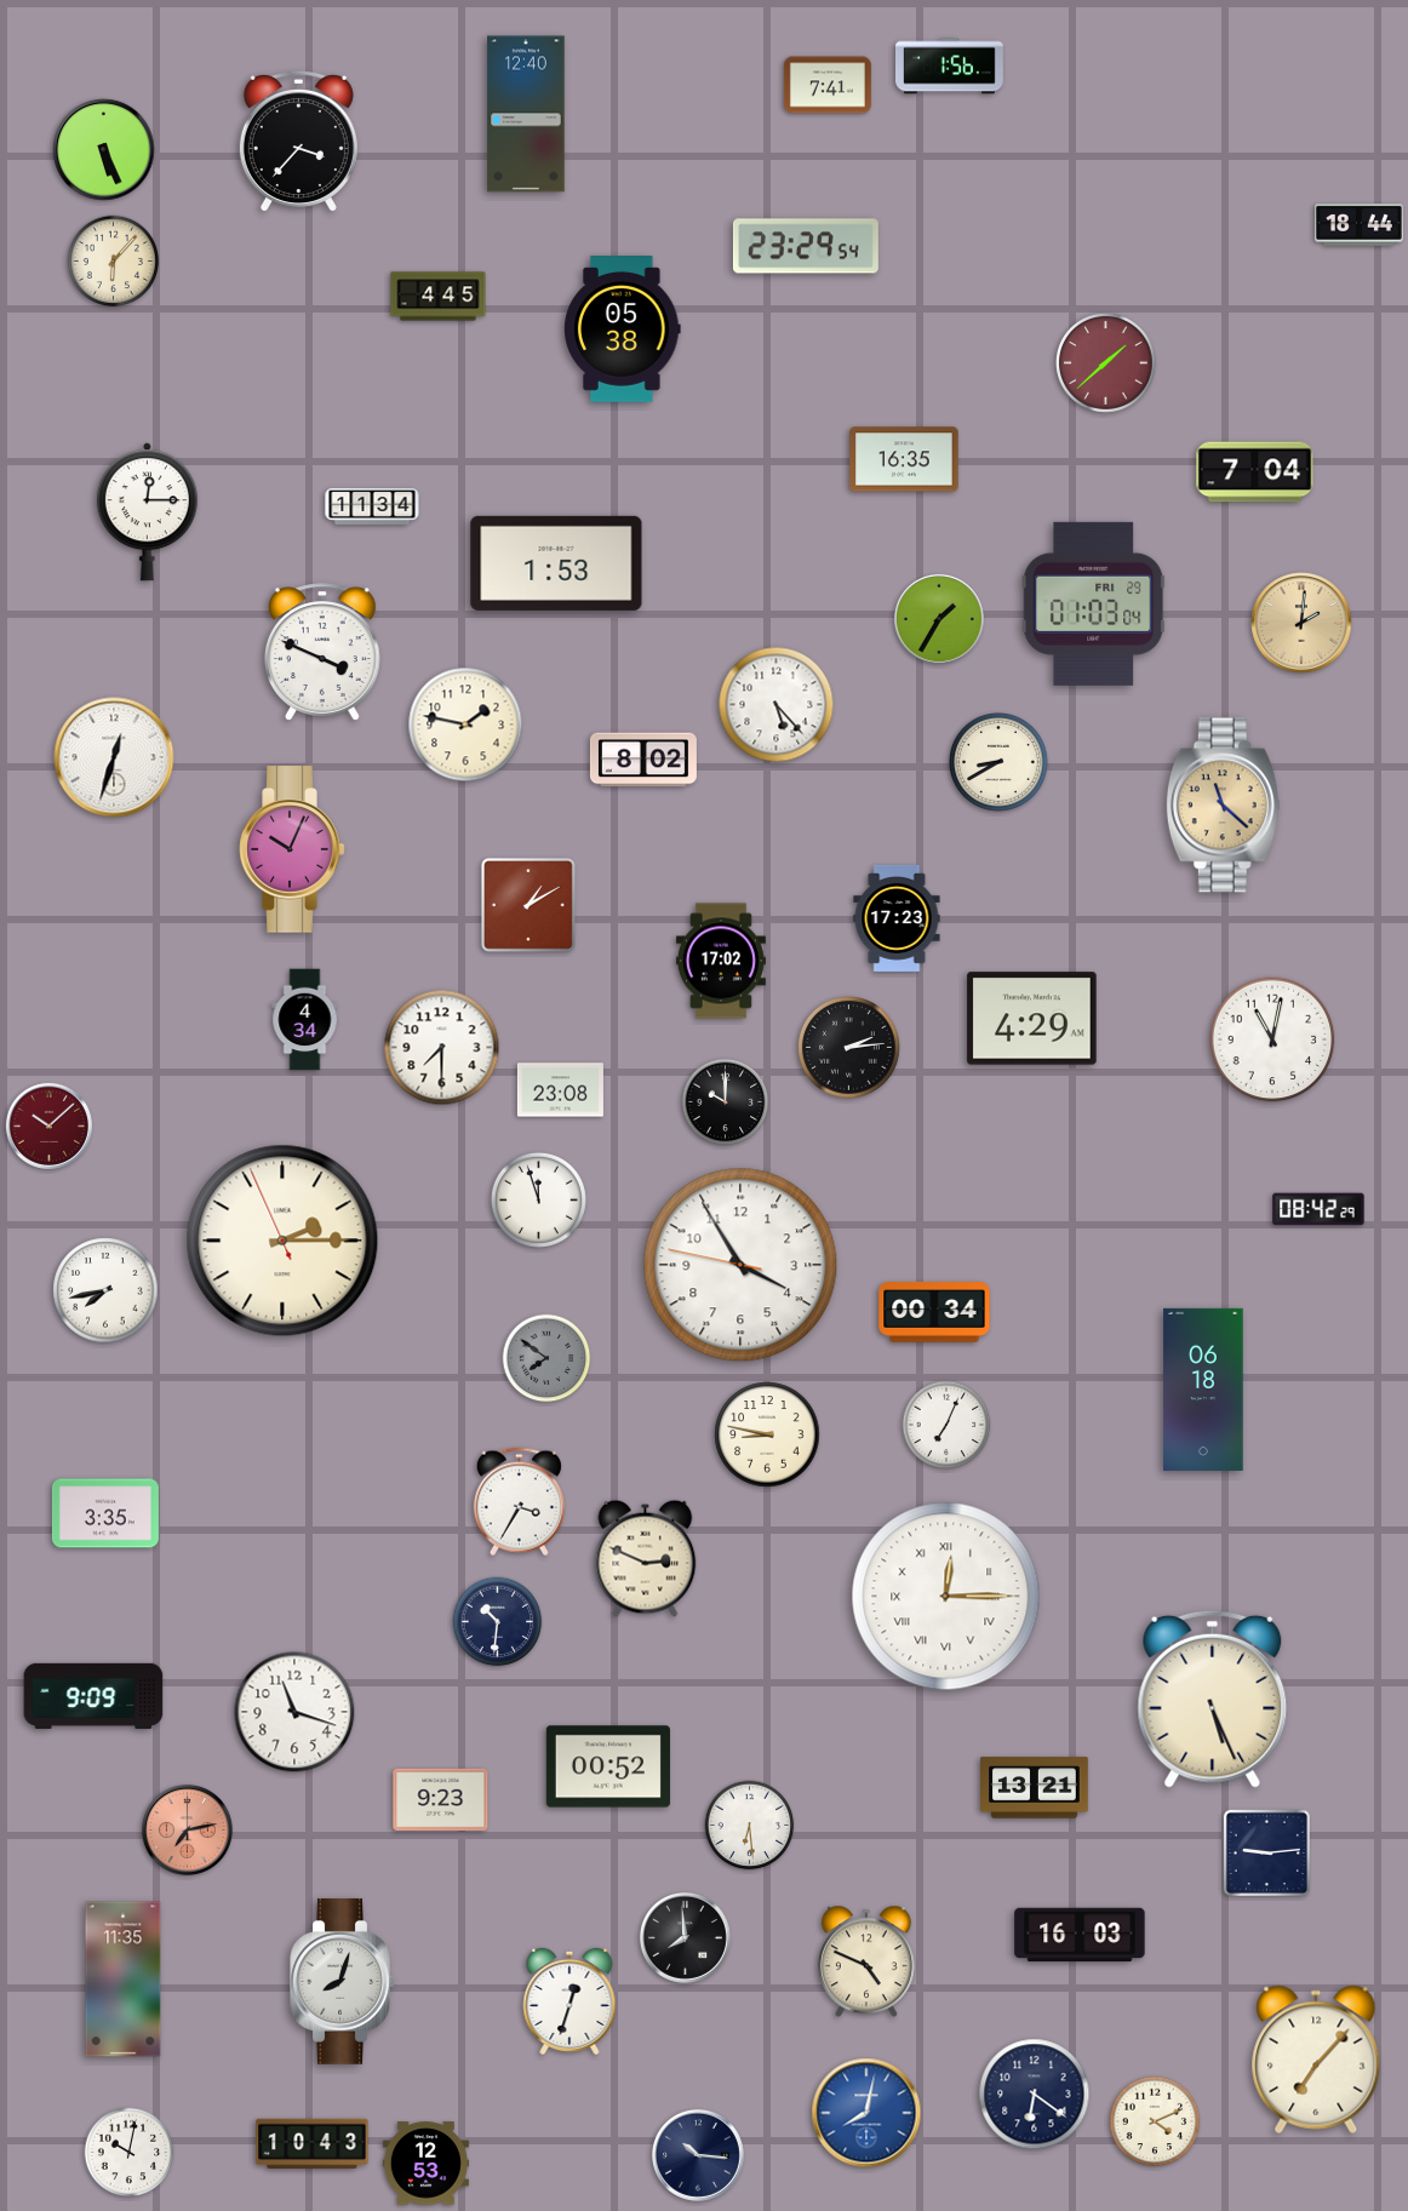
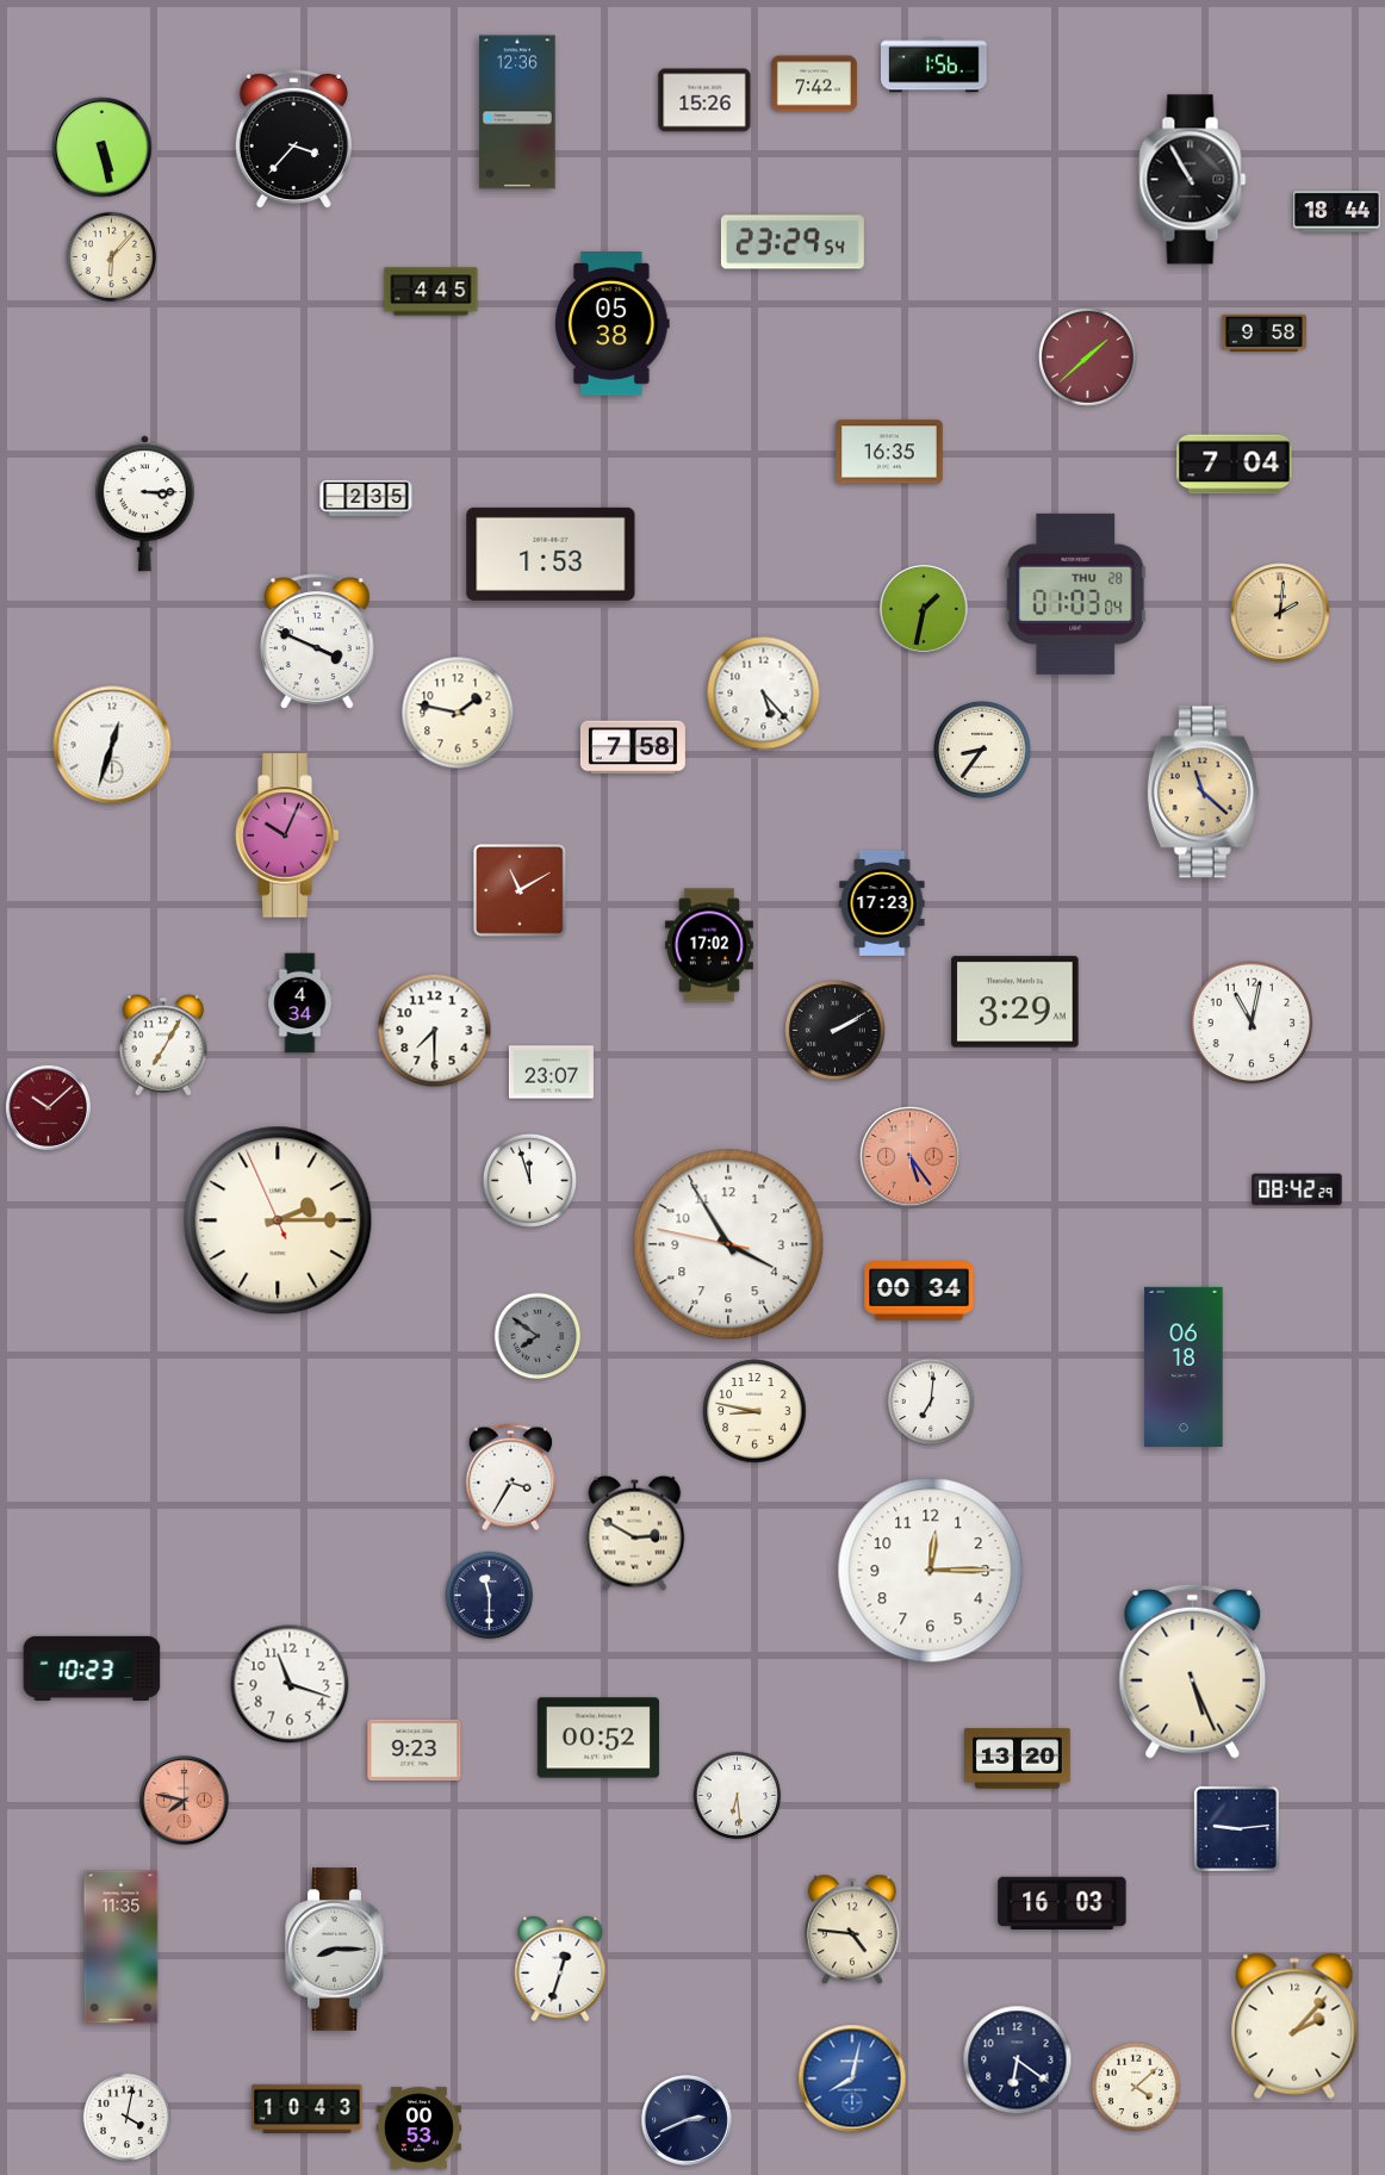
clock at (828, 85): 7:41 -> 7:42
clock at (704, 100): none -> 15:26
clock at (526, 114): 12:40 -> 12:36
clock at (104, 150): 5:26 -> 5:28
clock at (1193, 180): none -> 10:55
clock at (1360, 225) position: (1360, 225) -> (1337, 212)
clock at (1263, 334): none -> 9:58
clock at (372, 506): 11:34 -> 2:35
clock at (147, 512): 12:15 -> 3:15
clock at (556, 563) position: (556, 563) -> (551, 554)
clock at (1094, 603) date: FRI 29 -> THU 28
clock at (939, 619): 1:35 -> 1:32
clock at (643, 760): 8:02 -> 7:58
clock at (1000, 763): 8:40 -> 8:36
clock at (528, 905): 1:10 -> 11:10
clock at (1032, 1019): 4:29 -> 3:29
clock at (849, 1048): 2:14 -> 2:10
clock at (163, 1045): none -> 7:05
clock at (560, 1090): 23:08 -> 23:07
clock at (726, 1102): 10:00 -> none
clock at (911, 1157): none -> 5:24
clock at (105, 1290): 7:43 -> none
clock at (946, 1425): 7:04 -> 7:01
clock at (105, 1513): 3:35 -> none
clock at (646, 1558): 2:49 -> 2:50
clock at (946, 1597) numerals: Roman -> Arabic
clock at (498, 1622): 10:31 -> 11:30
clock at (93, 1695): 9:09 -> 10:23
clock at (1035, 1788): 13:21 -> 13:20
clock at (441, 1799) position: (441, 1799) -> (415, 1750)
clock at (187, 1829): 7:13 -> 7:47
clock at (1266, 1852) position: (1266, 1852) -> (1236, 1828)
clock at (685, 1937): 7:59 -> none
clock at (866, 1961): 4:49 -> 4:46
clock at (343, 1981): 8:03 -> 8:15
clock at (1316, 2060): 7:07 -> 2:07
clock at (1155, 2121): 4:11 -> 4:08
clock at (130, 2153): 10:02 -> 4:02
clock at (698, 2155): 10:16 -> 2:41
clock at (425, 2164): 12:53 -> 00:53
